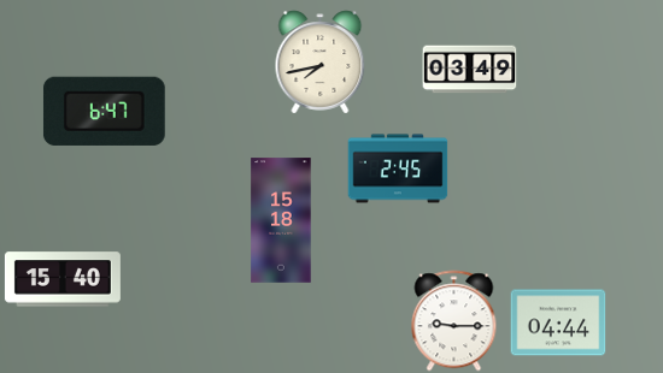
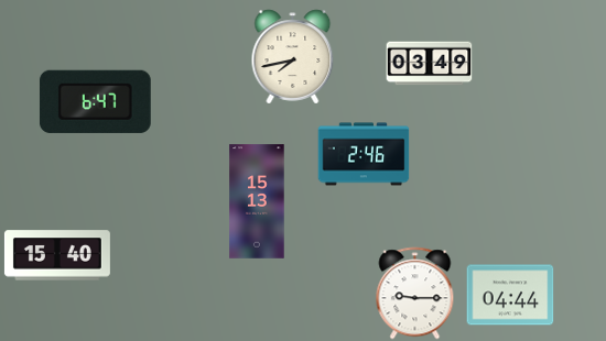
clock at (398, 168): 2:45 -> 2:46
clock at (281, 220): 15:18 -> 15:13
